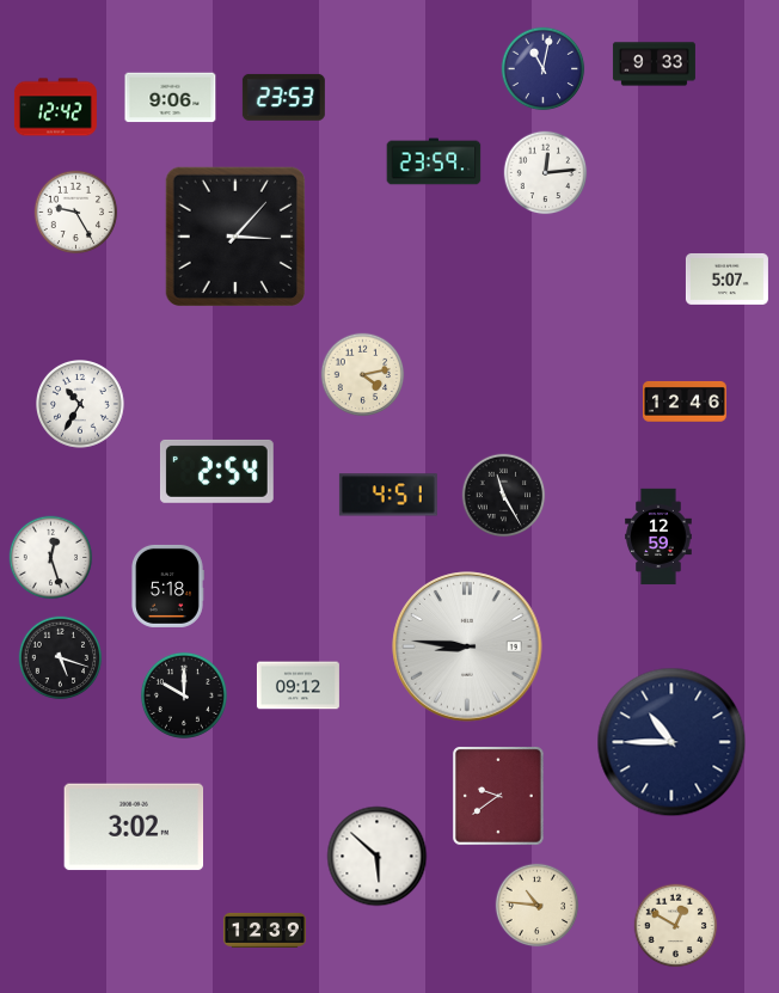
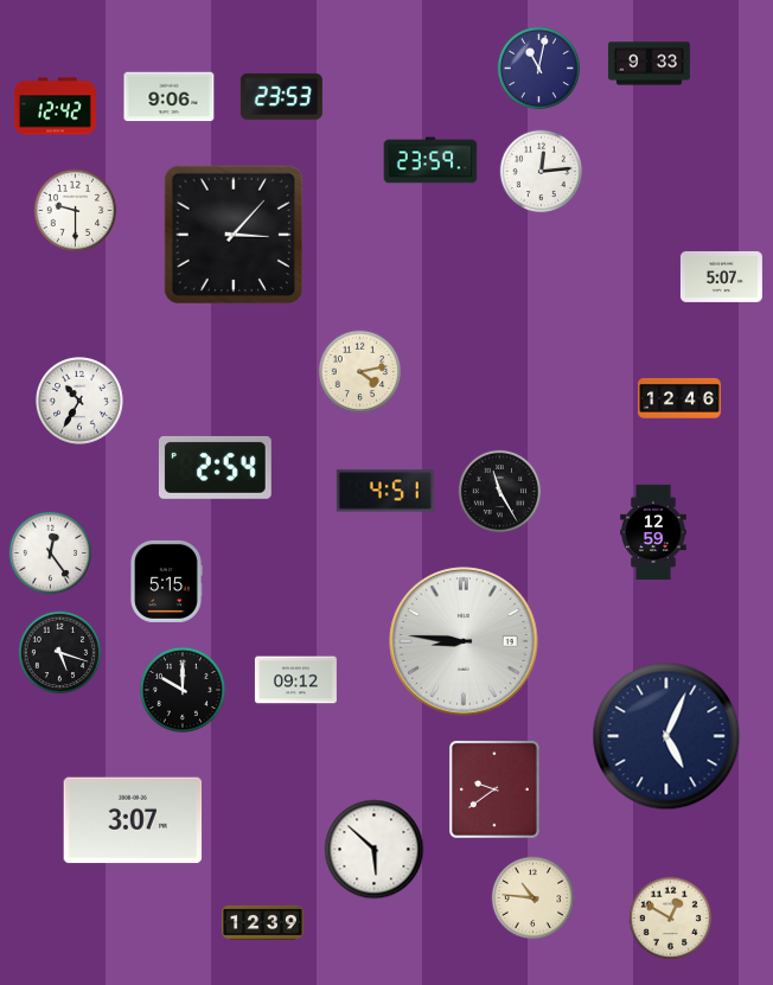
clock at (76, 213): 9:25 -> 9:30
clock at (51, 558): 12:27 -> 12:24
clock at (167, 586): 5:18 -> 5:15
clock at (671, 742): 10:45 -> 5:04
clock at (134, 827): 3:02 -> 3:07
